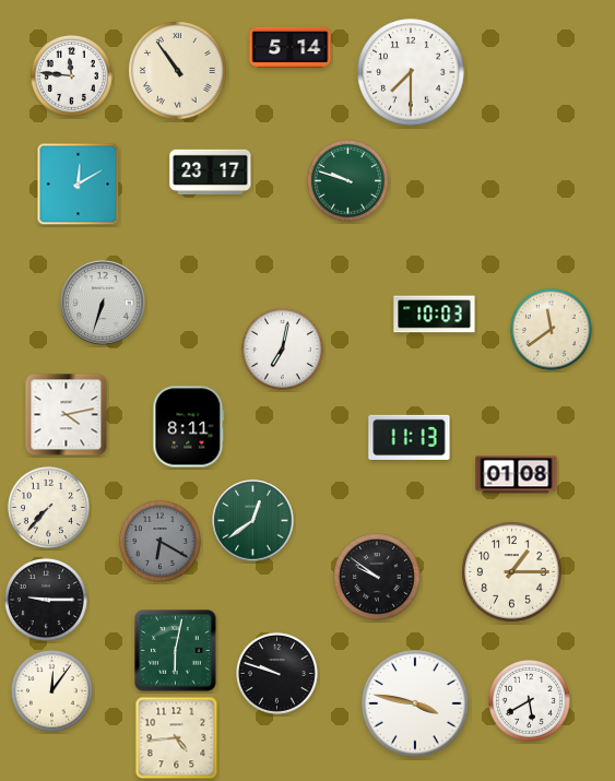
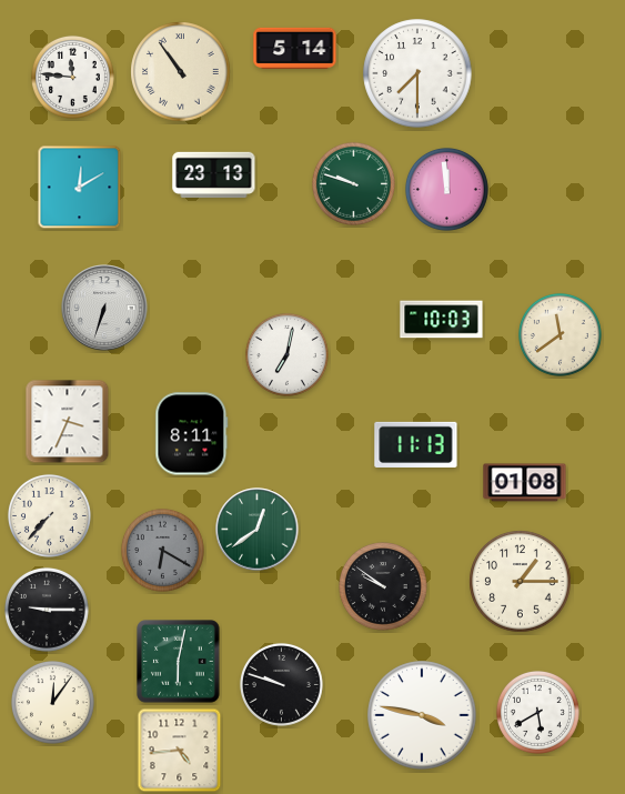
clock at (211, 171): 23:17 -> 23:13
clock at (446, 189): none -> 11:59
clock at (67, 415): 4:13 -> 3:34
